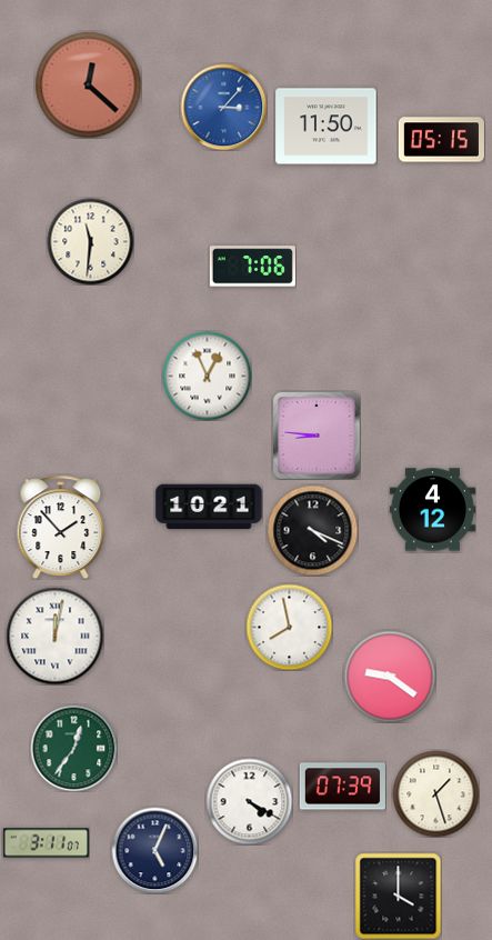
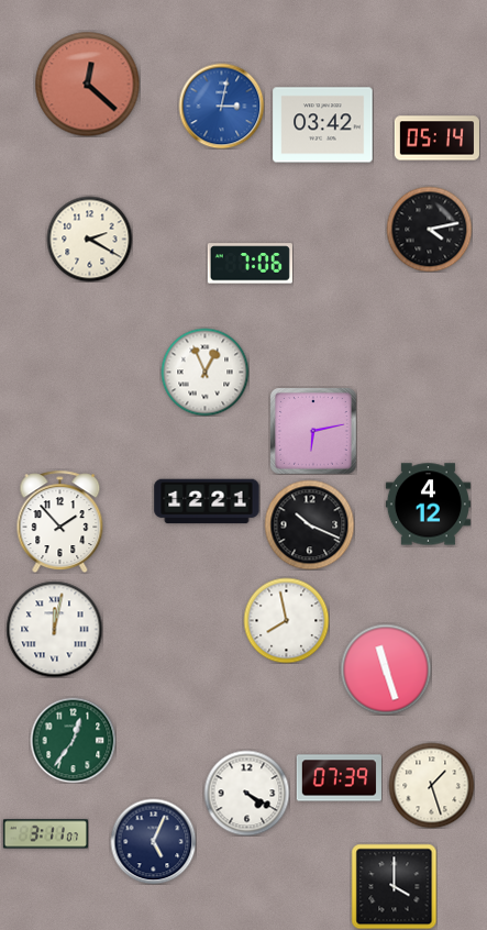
clock at (223, 107): 3:07 -> 3:02
clock at (327, 127): 11:50 -> 03:42
clock at (441, 140): 05:15 -> 05:14
clock at (429, 229): none -> 4:13
clock at (90, 241): 11:31 -> 2:20
clock at (317, 436): 8:46 -> 6:13
clock at (209, 507): 10:21 -> 12:21
clock at (312, 530): 4:19 -> 10:19
clock at (390, 677): 9:21 -> 11:27
